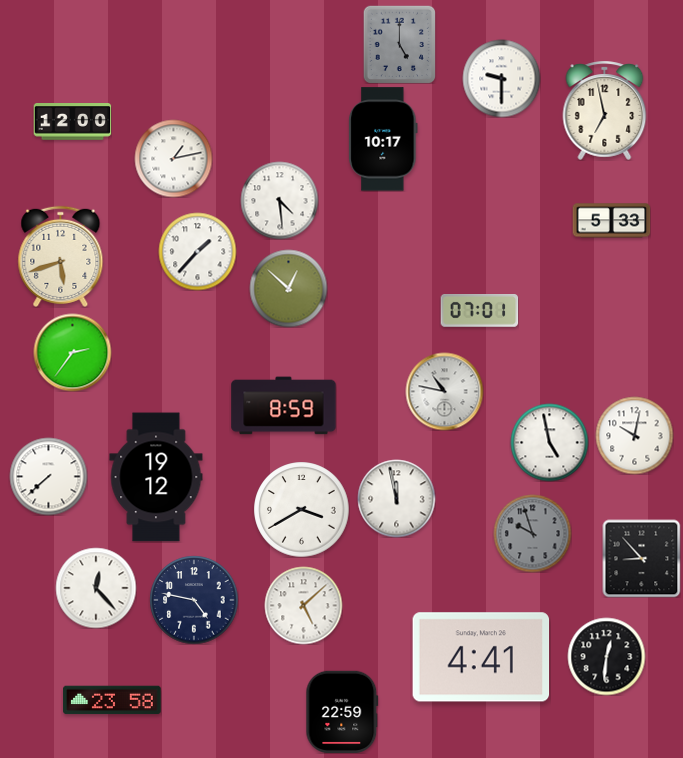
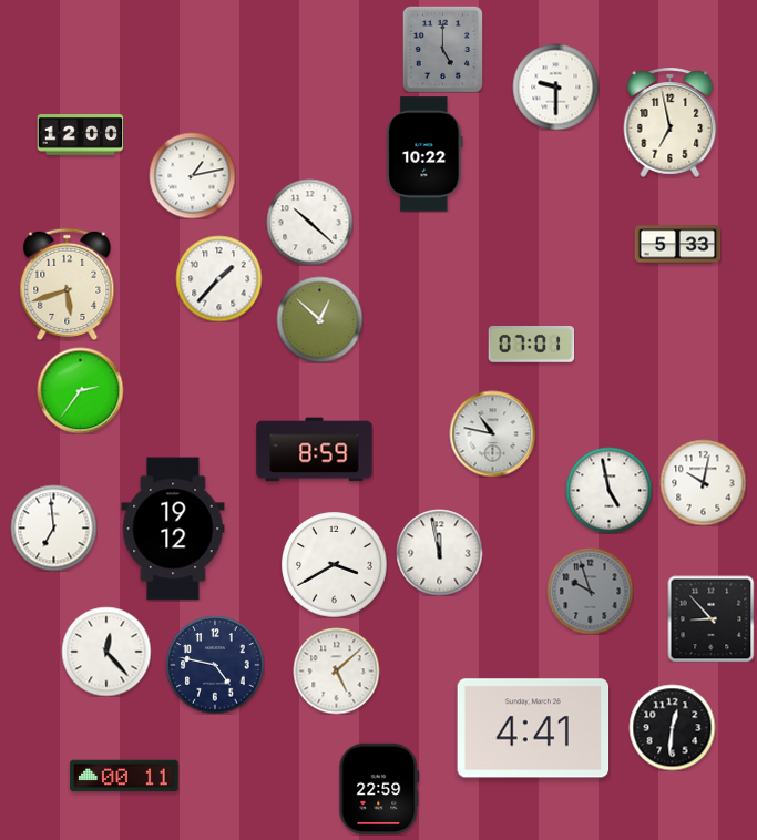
clock at (383, 139): 10:17 -> 10:22
clock at (279, 200): 4:29 -> 10:22
clock at (48, 476): 7:38 -> 6:59
clock at (112, 700): 23:58 -> 00:11
